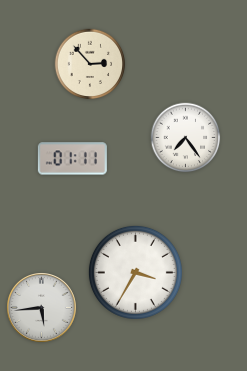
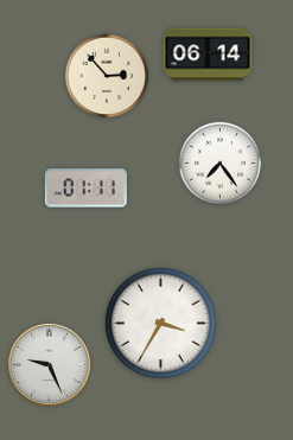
clock at (208, 55): none -> 06:14
clock at (42, 308): 5:44 -> 9:26
